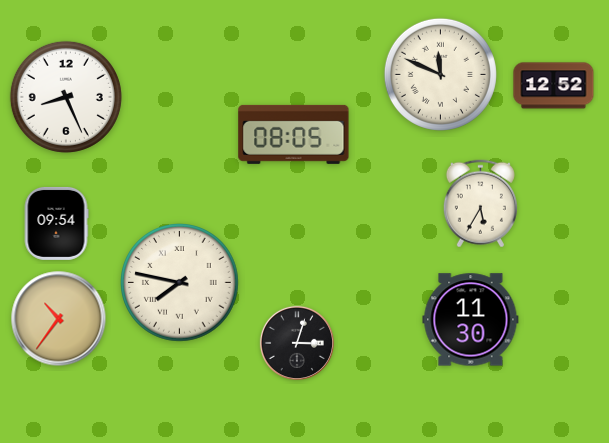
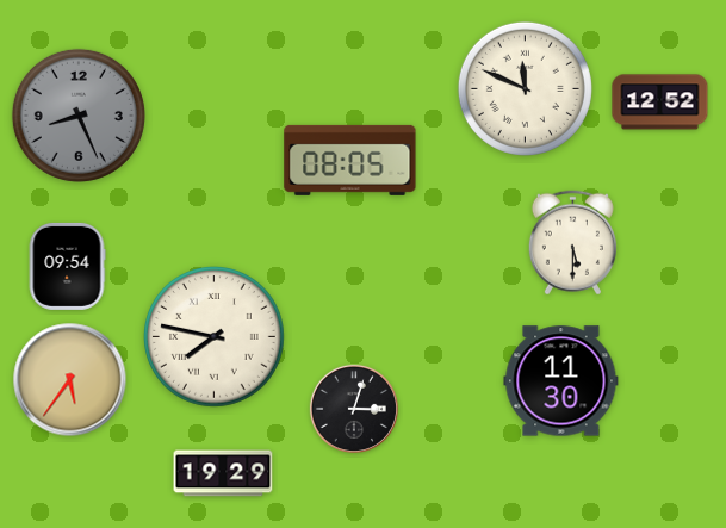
clock at (66, 97) dial: white -> grey
clock at (480, 204): 5:35 -> 5:30
clock at (59, 319): 10:36 -> 5:36
clock at (223, 473): none -> 19:29
